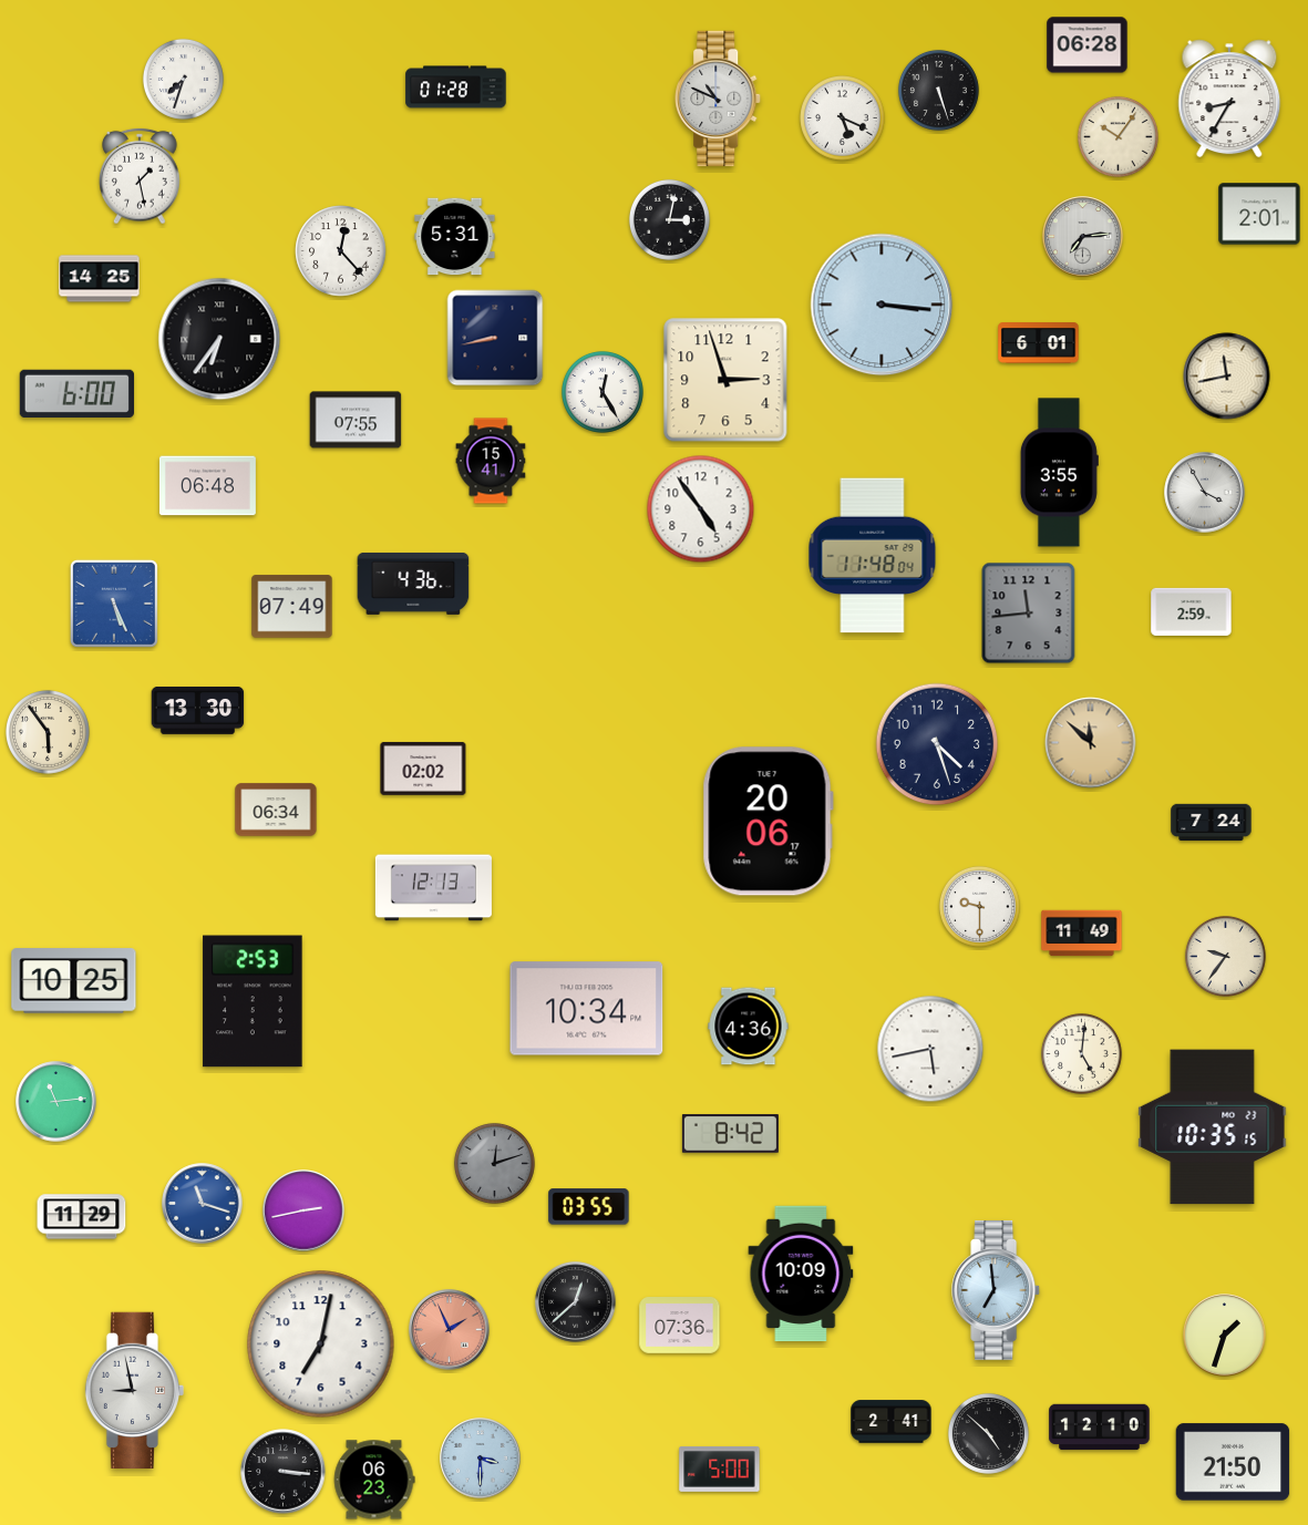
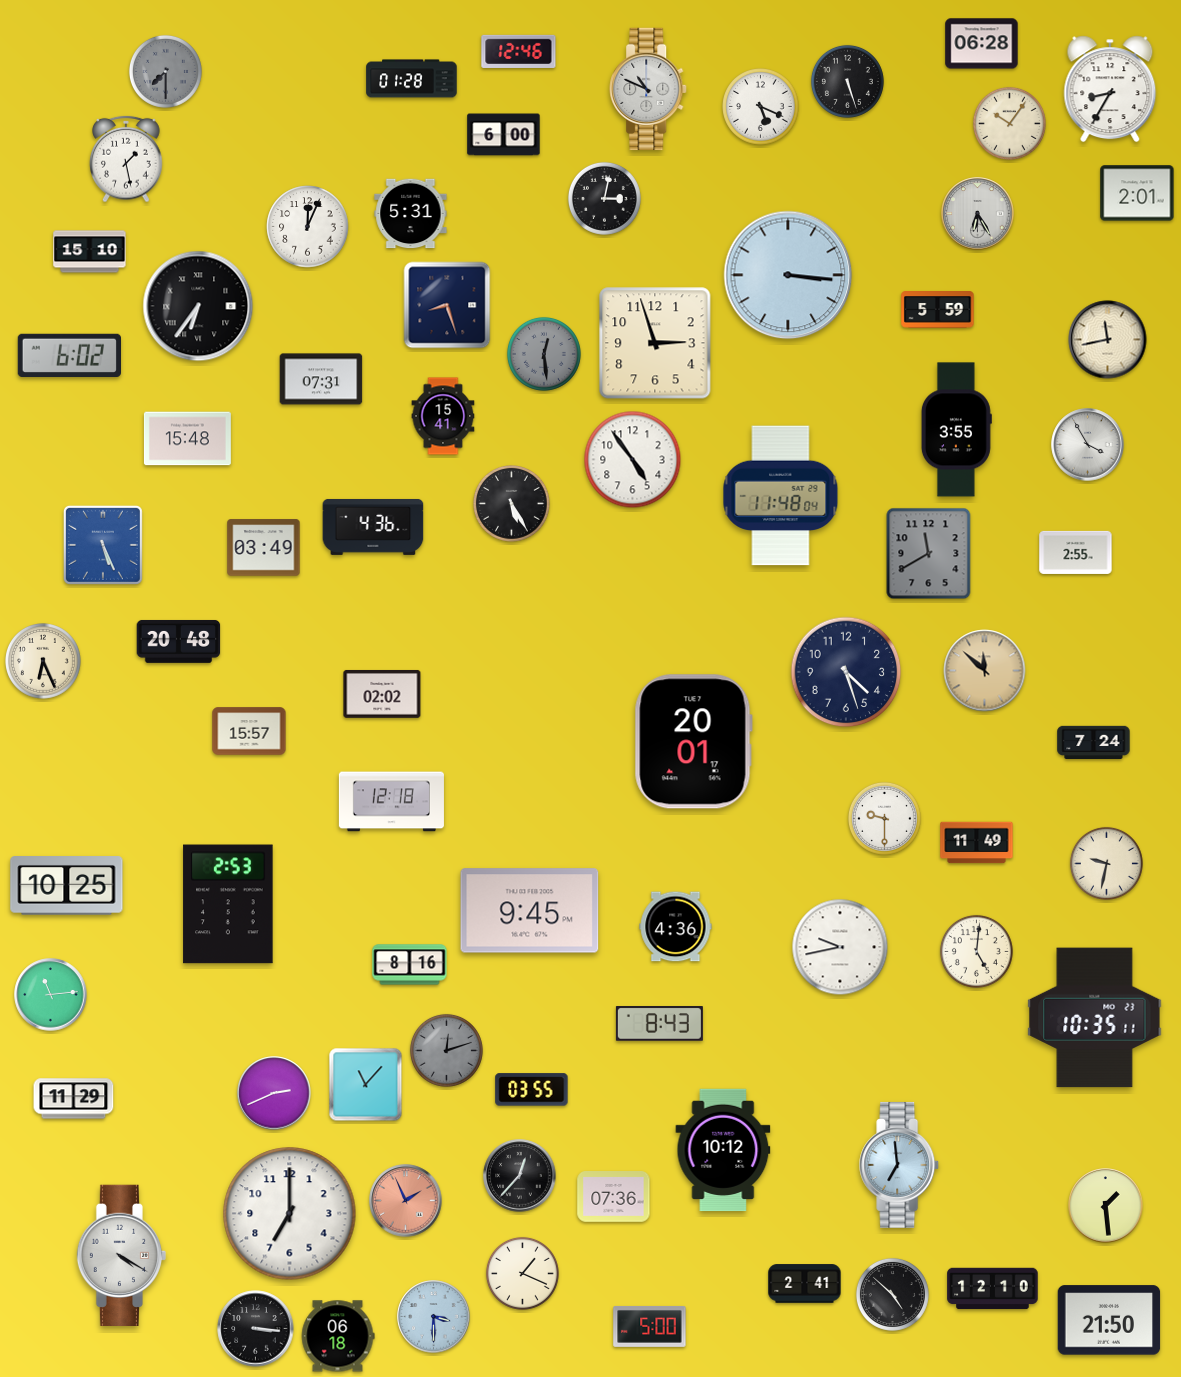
clock at (1088, 45) position: (1088, 45) -> (982, 44)
clock at (519, 51): none -> 12:46
clock at (183, 79): 7:33 -> 7:30
clock at (183, 79) dial: white -> grey
clock at (504, 135): none -> 6:00
clock at (1083, 237): 7:14 -> 6:25
clock at (341, 251): 12:23 -> 12:04
clock at (100, 279): 14:25 -> 15:10
clock at (882, 305) position: (882, 305) -> (788, 275)
clock at (495, 338): 8:43 -> 8:27
clock at (1039, 343): 6:01 -> 5:59
clock at (602, 392): 12:25 -> 12:29
clock at (602, 392) dial: white -> grey
clock at (76, 393): 6:00 -> 6:02
clock at (356, 420): 07:55 -> 07:31
clock at (1059, 473) position: (1059, 473) -> (956, 430)
clock at (207, 486): 06:48 -> 15:48
clock at (873, 556) position: (873, 556) -> (781, 496)
clock at (512, 504): none -> 5:25
clock at (292, 607): 07:49 -> 03:49
clock at (1192, 611): 2:59 -> 2:55
clock at (1029, 614): 11:44 -> 11:40
clock at (198, 710): 13:30 -> 20:48
clock at (49, 733): 5:54 -> 6:26
clock at (276, 810): 06:34 -> 15:57
clock at (768, 822): 20:06 -> 20:01
clock at (433, 888): 12:13 -> 12:18
clock at (1225, 956): 9:36 -> 9:32
clock at (587, 1009): 10:34 -> 9:45
clock at (930, 1049): 5:43 -> 9:43
clock at (410, 965): none -> 8:16
clock at (1213, 1127): 10:35:15 -> 10:35:11
clock at (730, 1134): 8:42 -> 8:43
clock at (366, 1085): none -> 11:07
clock at (203, 1204): 11:18 -> none
clock at (303, 1210): 2:43 -> 2:41
clock at (801, 1274): 10:09 -> 10:12
clock at (576, 1302): 12:38 -> 12:37
clock at (1225, 1336): 1:33 -> 1:29
clock at (321, 1344): 7:02 -> 7:00
clock at (135, 1390): 8:58 -> 4:20
clock at (522, 1273): none -> 1:19
clock at (1233, 1462) position: (1233, 1462) -> (1109, 1320)
clock at (374, 1480): 06:23 -> 06:18
